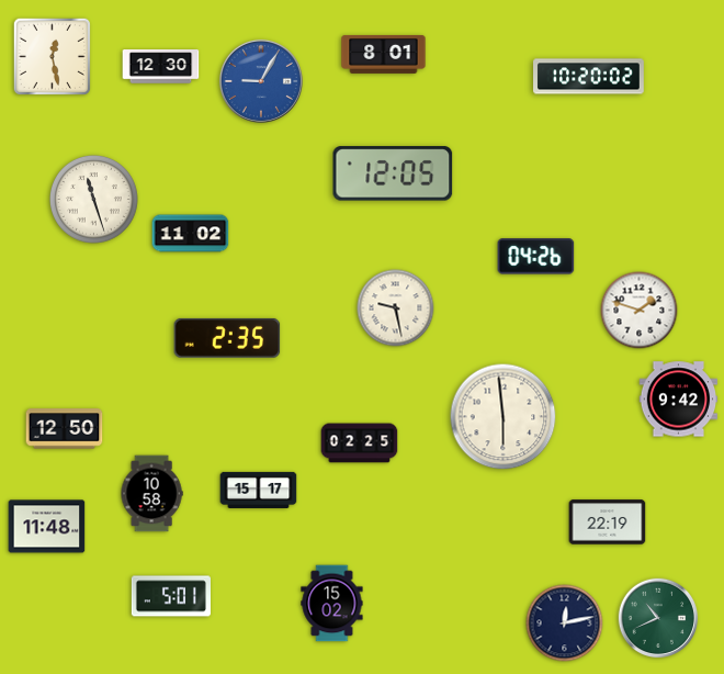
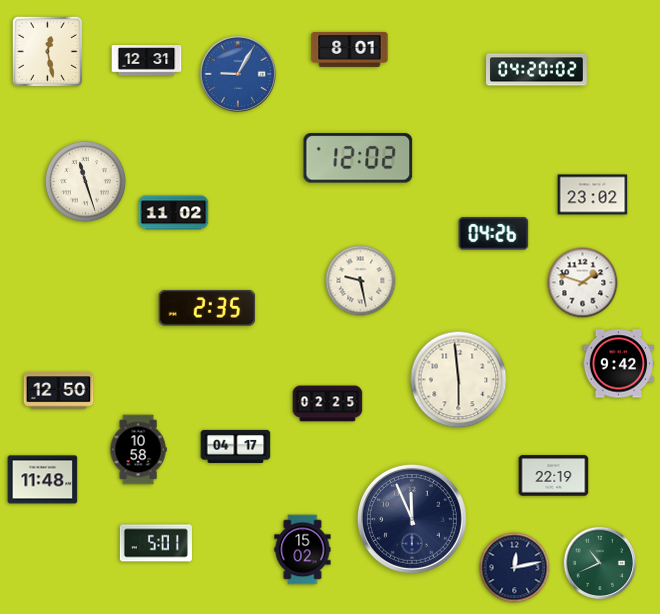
clock at (161, 67): 12:30 -> 12:31
clock at (589, 77): 10:20 -> 04:20
clock at (393, 173): 12:05 -> 12:02
clock at (593, 195): none -> 23:02
clock at (536, 257) position: (536, 257) -> (494, 234)
clock at (259, 490): 15:17 -> 04:17
clock at (412, 519): none -> 11:56
